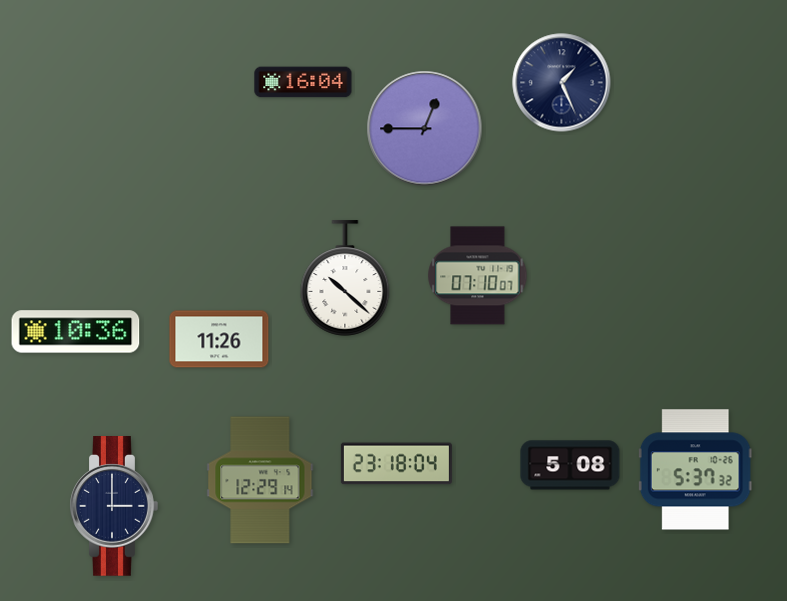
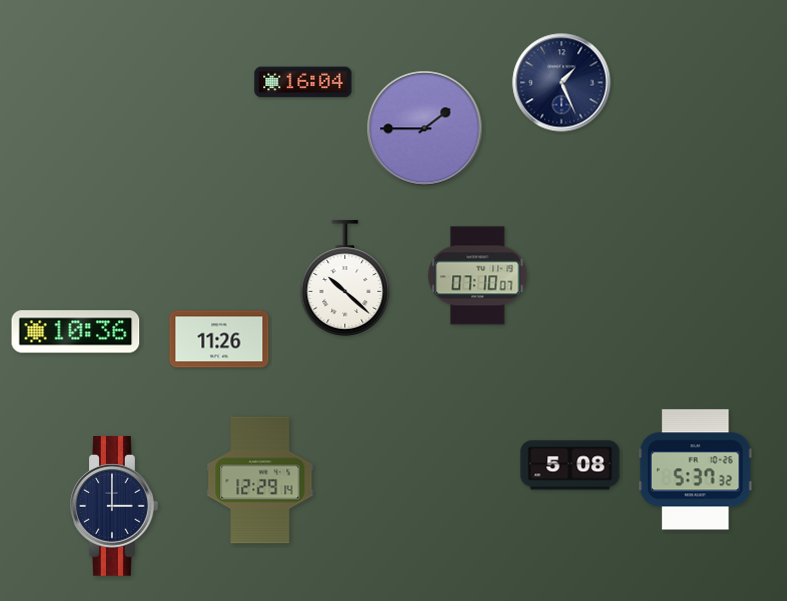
clock at (425, 129): 12:45 -> 1:45
clock at (396, 464): 23:18 -> none
